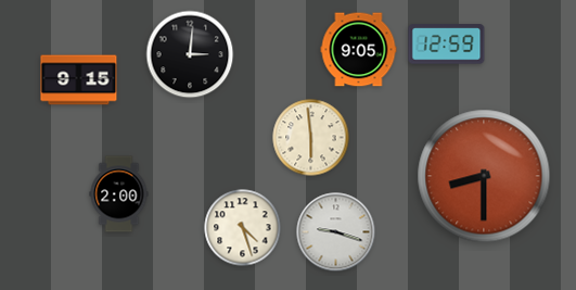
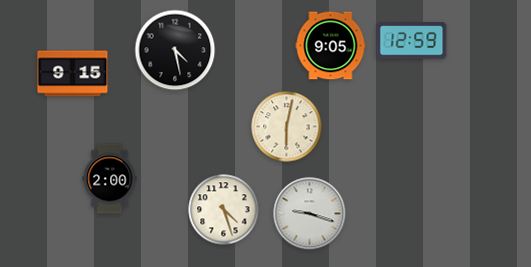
clock at (190, 54): 3:01 -> 4:28
clock at (311, 138): 5:59 -> 6:02
clock at (484, 176): 8:30 -> none
